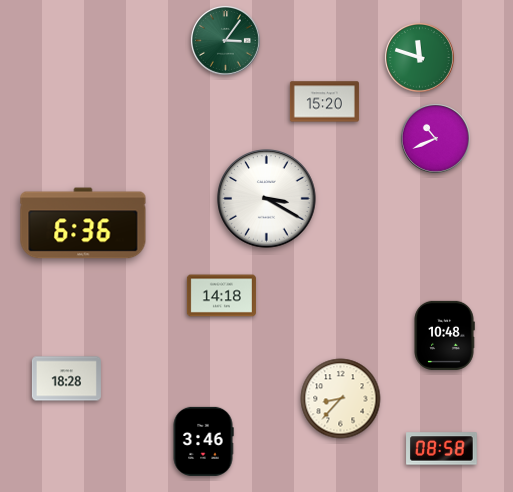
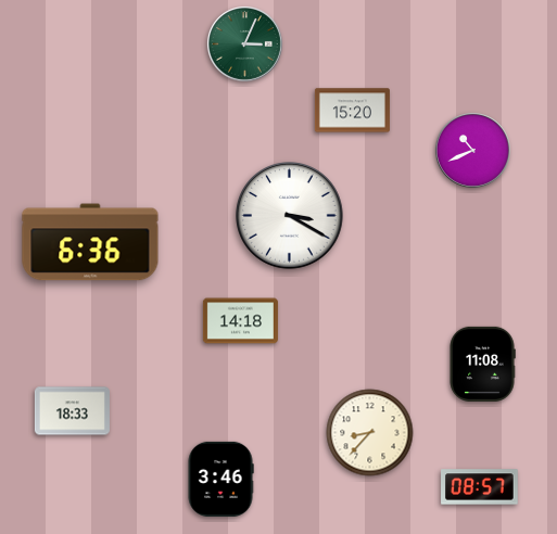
clock at (225, 40): 3:06 -> 3:04
clock at (419, 57): 11:48 -> none
clock at (444, 335): 10:48 -> 11:08
clock at (66, 379): 18:28 -> 18:33
clock at (442, 449): 08:58 -> 08:57
